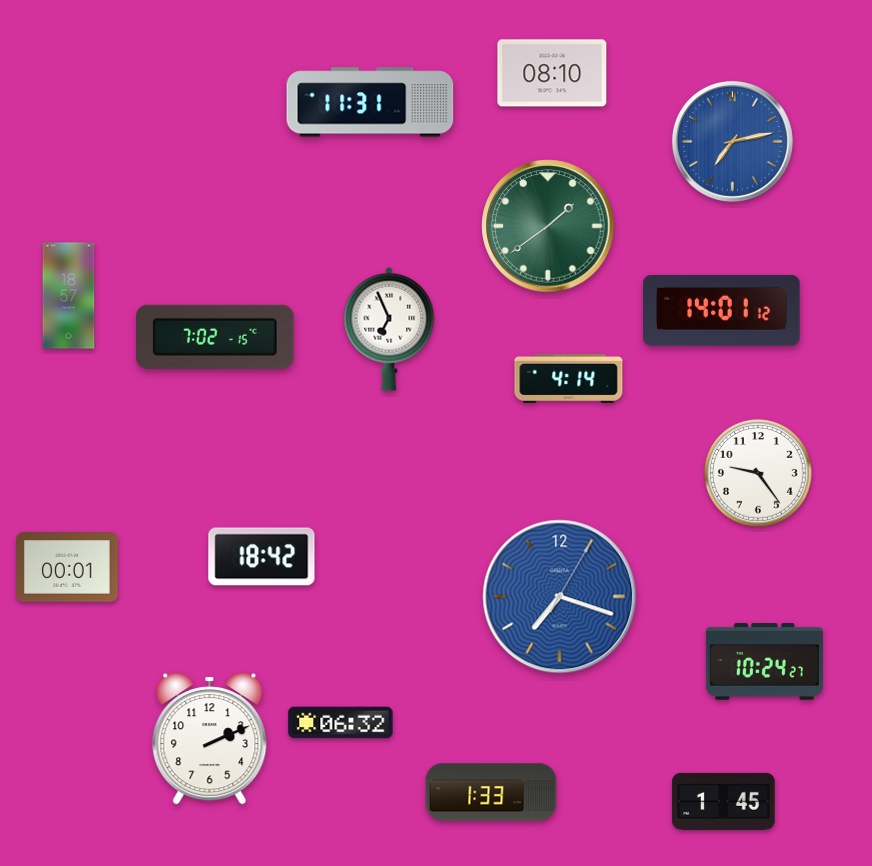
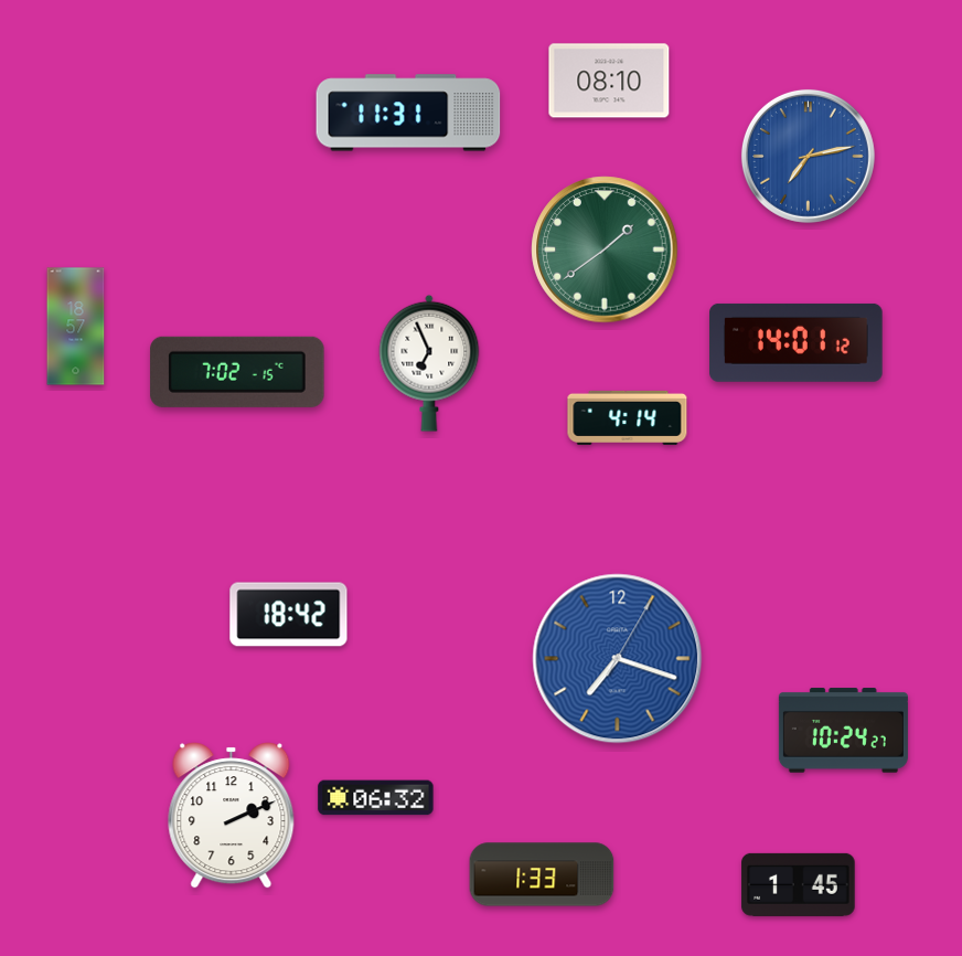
clock at (759, 474): 9:24 -> none
clock at (67, 567): 00:01 -> none
